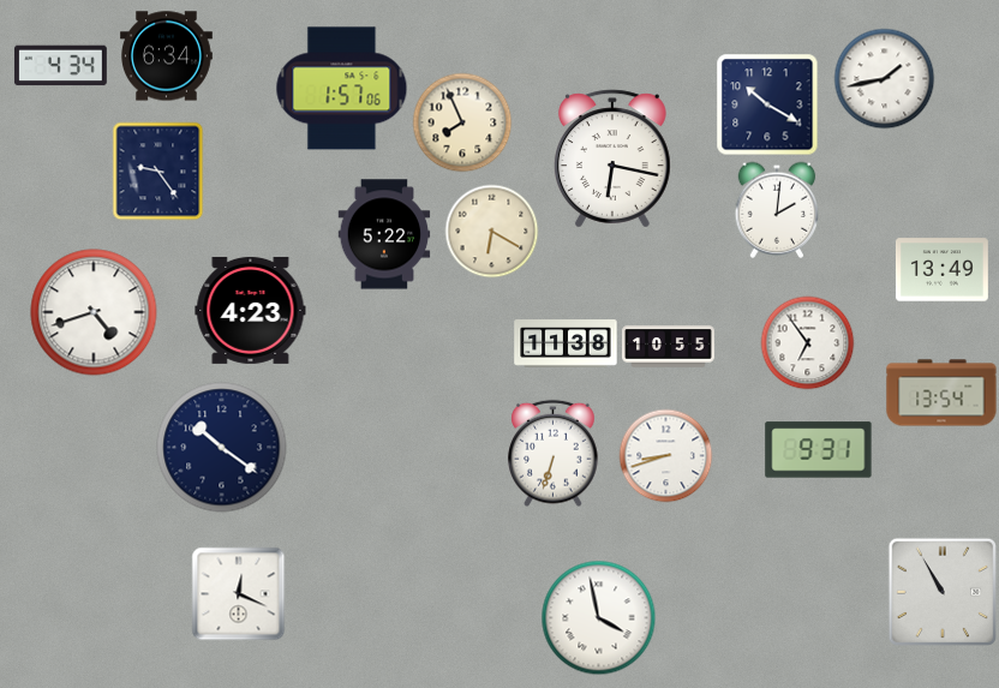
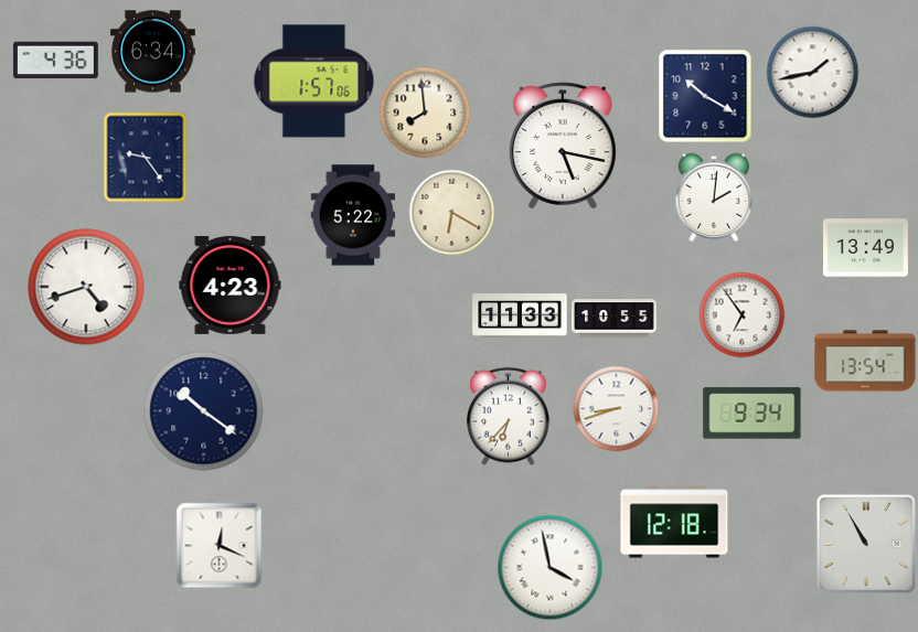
clock at (60, 66): 4:34 -> 4:36
clock at (462, 122): 7:56 -> 7:59
clock at (614, 158): 6:17 -> 5:17
clock at (777, 210) position: (777, 210) -> (714, 197)
clock at (566, 345): 11:38 -> 11:33
clock at (819, 450): 9:31 -> 9:34
clock at (554, 453): 6:33 -> 6:37
clock at (665, 455) position: (665, 455) -> (616, 408)
clock at (674, 522): none -> 12:18
